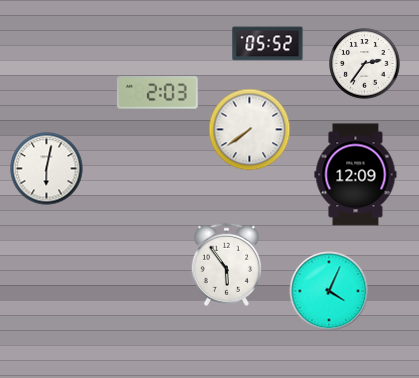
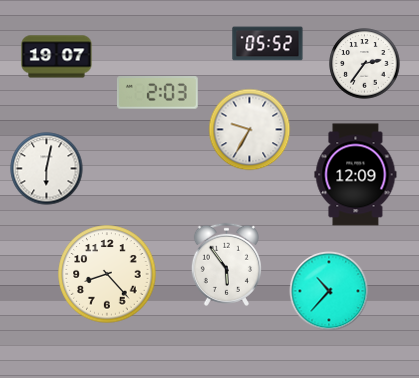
clock at (57, 57): none -> 19:07
clock at (250, 130): 7:39 -> 9:35
clock at (107, 274): none -> 8:23
clock at (329, 291): 4:04 -> 10:37
